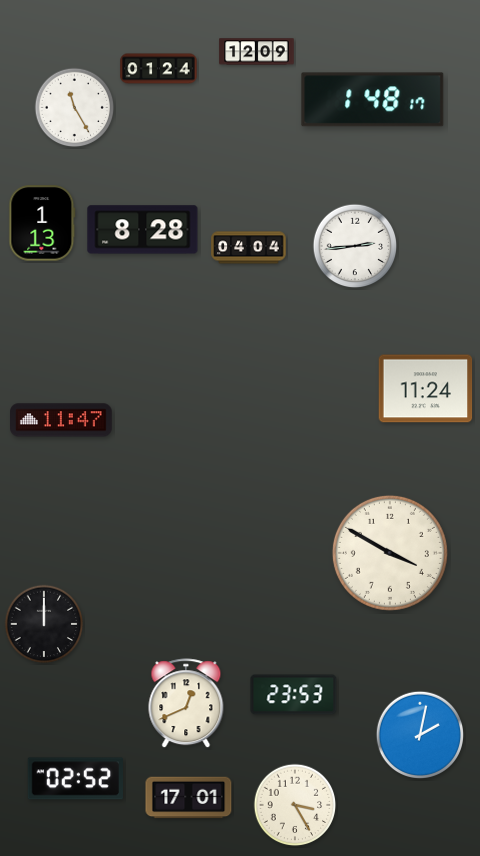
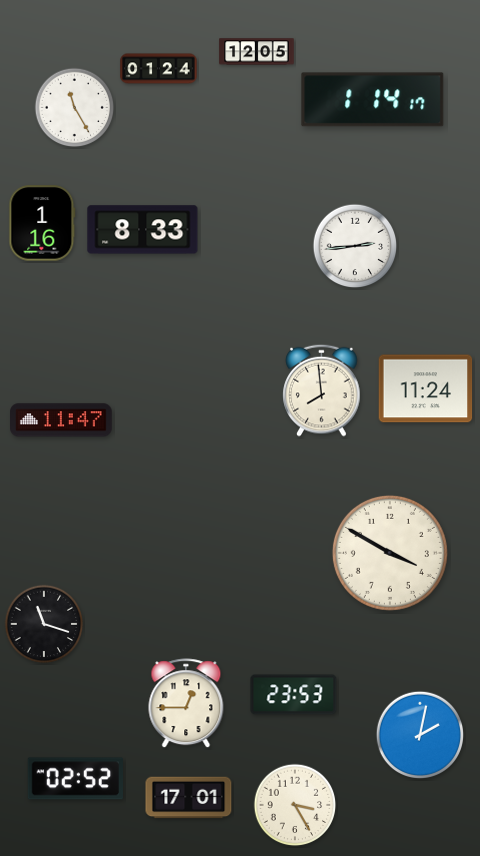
clock at (257, 52): 12:09 -> 12:05
clock at (373, 100): 1:48 -> 1:14
clock at (42, 223): 1:13 -> 1:16
clock at (143, 230): 8:28 -> 8:33
clock at (249, 248): 04:04 -> none
clock at (322, 390): none -> 7:59
clock at (44, 624): 12:00 -> 11:18
clock at (186, 704): 12:41 -> 12:45
